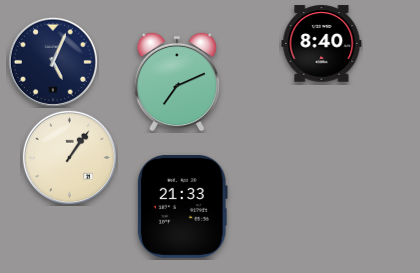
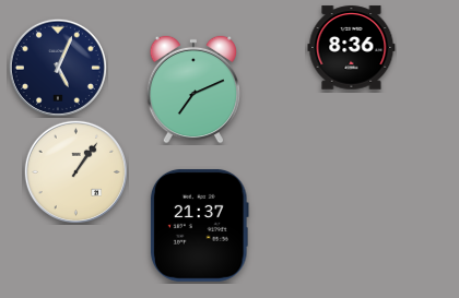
clock at (322, 44): 8:40 -> 8:36
clock at (182, 206): 21:33 -> 21:37
